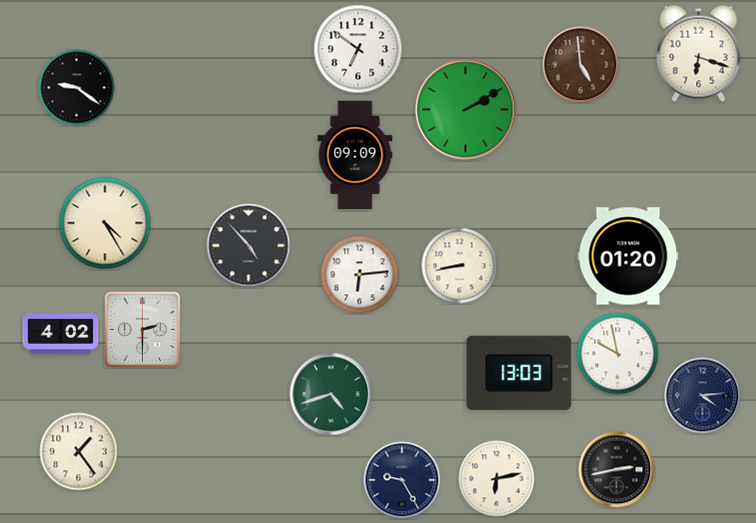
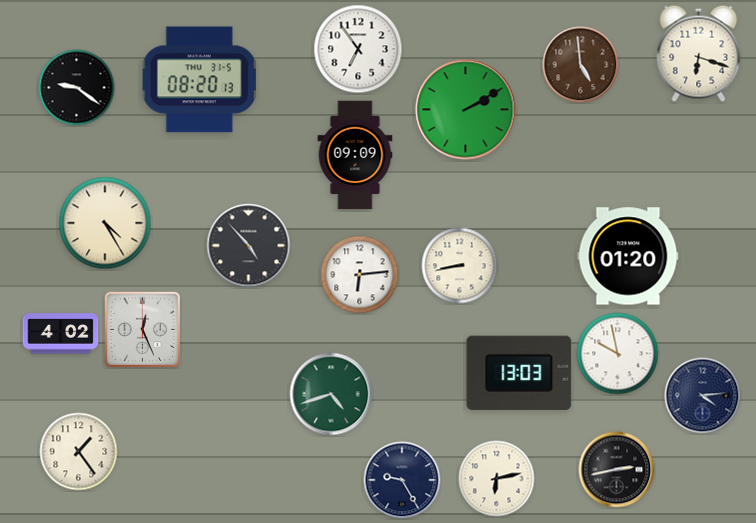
clock at (358, 49): 6:51 -> 6:54
clock at (199, 80): none -> 08:20
clock at (142, 329): 2:30 -> 12:26
